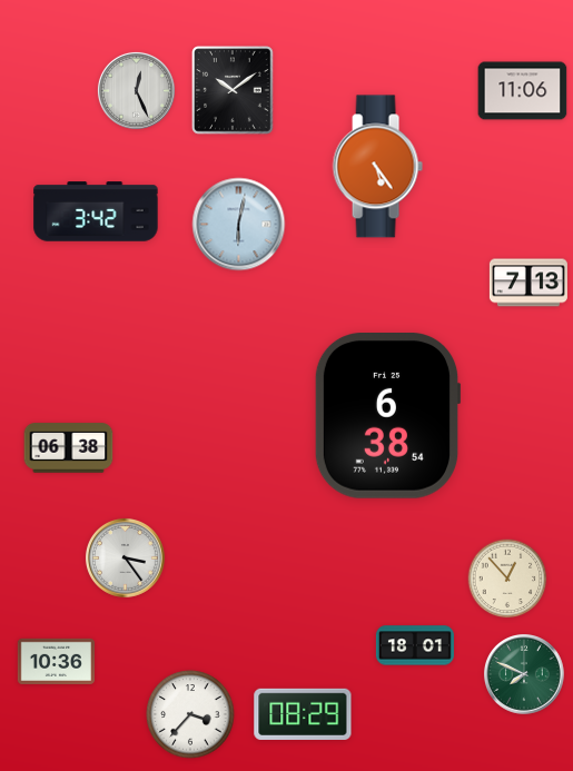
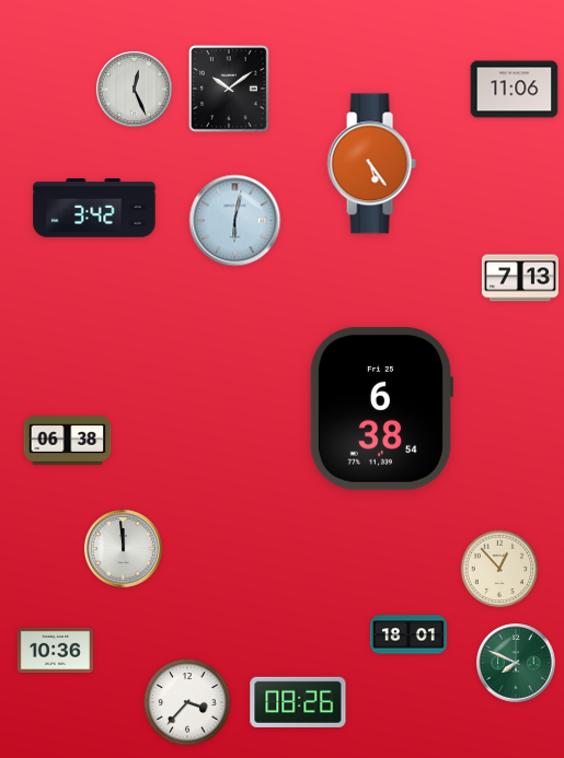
clock at (125, 557): 3:24 -> 11:59
clock at (303, 714): 08:29 -> 08:26
